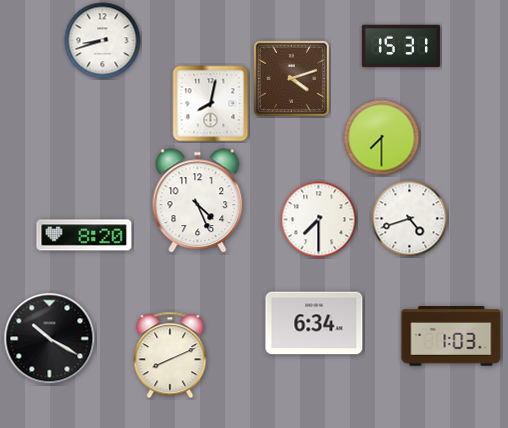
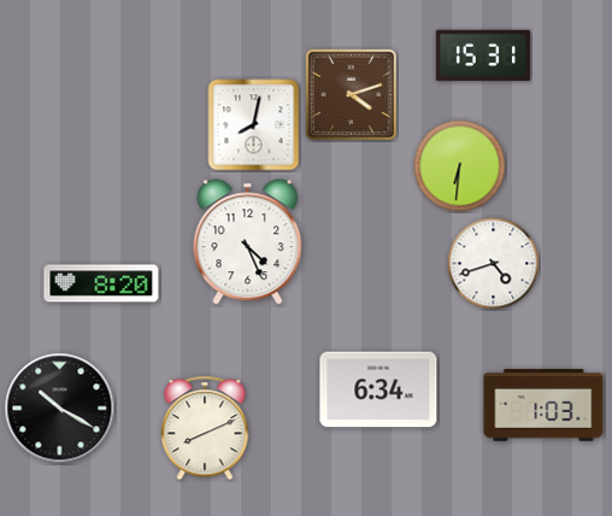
clock at (103, 41): 8:42 -> none
clock at (382, 138): 7:30 -> 6:31
clock at (198, 201) position: (198, 201) -> (248, 242)
clock at (319, 220): 7:30 -> none
